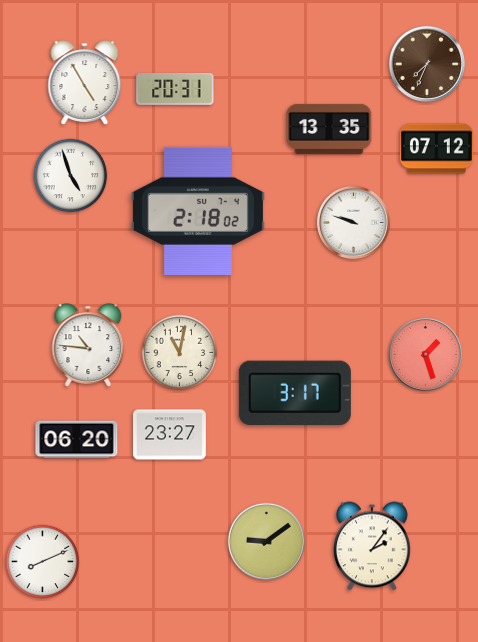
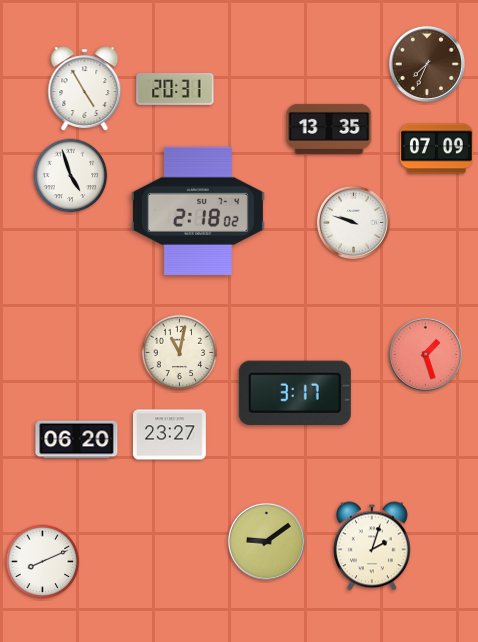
clock at (85, 83) position: (85, 83) -> (85, 89)
clock at (436, 149): 07:12 -> 07:09
clock at (88, 345): 10:46 -> none
clock at (373, 546): 2:06 -> 2:03
